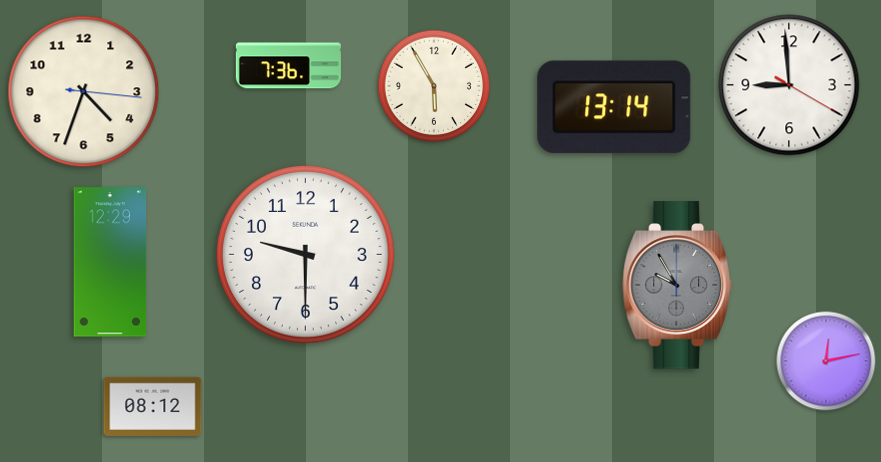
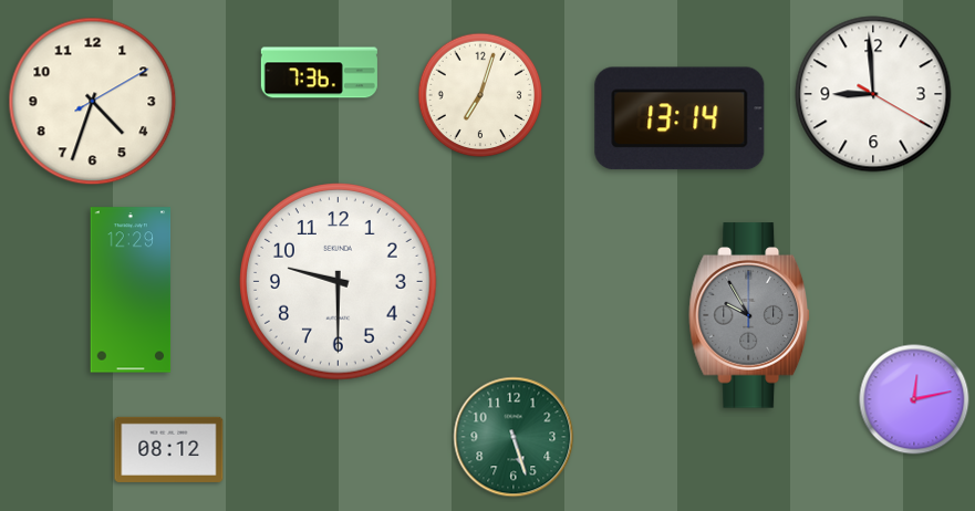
clock at (434, 86): 5:55 -> 7:03
clock at (84, 92): 4:33:16 -> 4:33:10
clock at (110, 262) position: (110, 262) -> (131, 290)
clock at (514, 437): none -> 5:27
